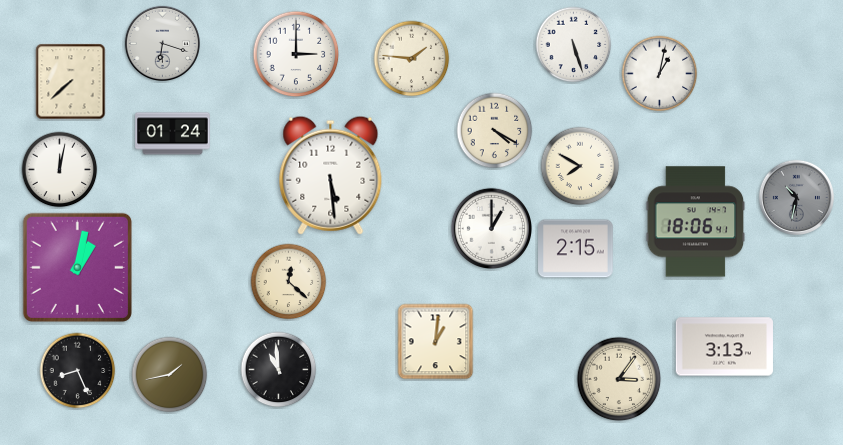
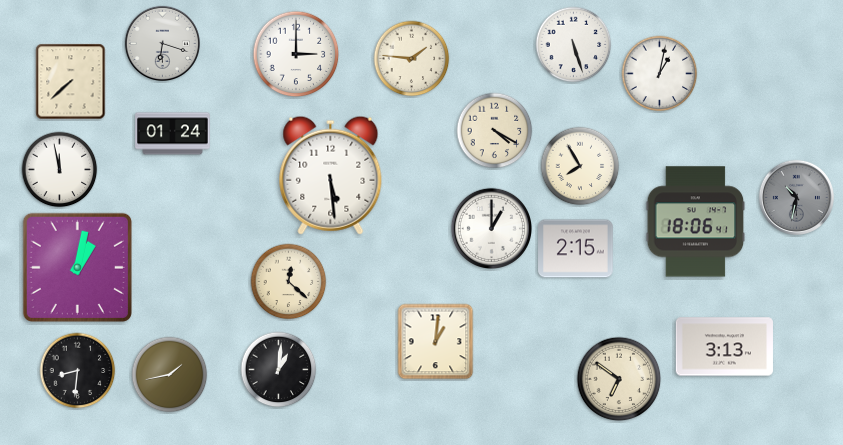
clock at (580, 166): 7:50 -> 7:55
clock at (60, 170): 12:02 -> 11:58
clock at (279, 370): 10:59 -> 1:01
clock at (78, 371): 8:26 -> 8:31
clock at (619, 379): 3:06 -> 6:51
